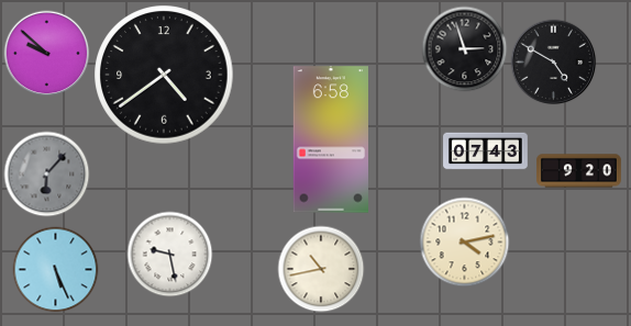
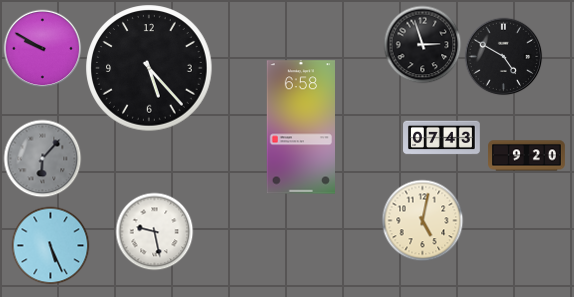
clock at (46, 53): 9:52 -> 9:50
clock at (164, 75): 4:39 -> 5:23
clock at (464, 241): 4:13 -> 5:02
clock at (321, 269): 10:43 -> none
